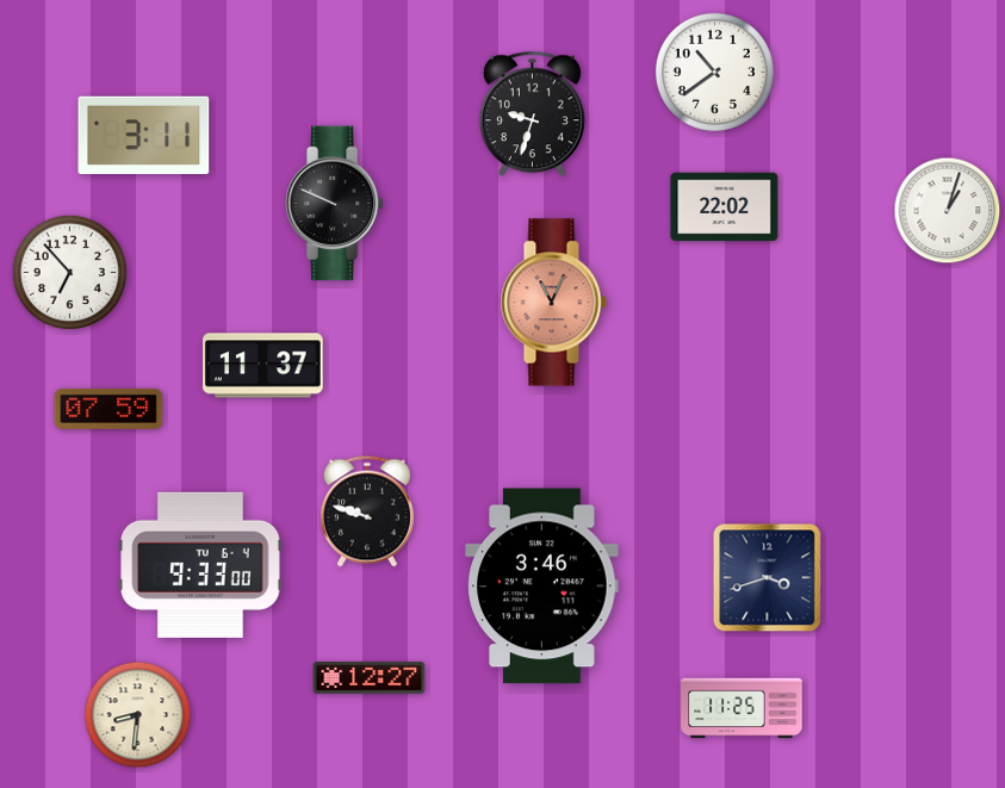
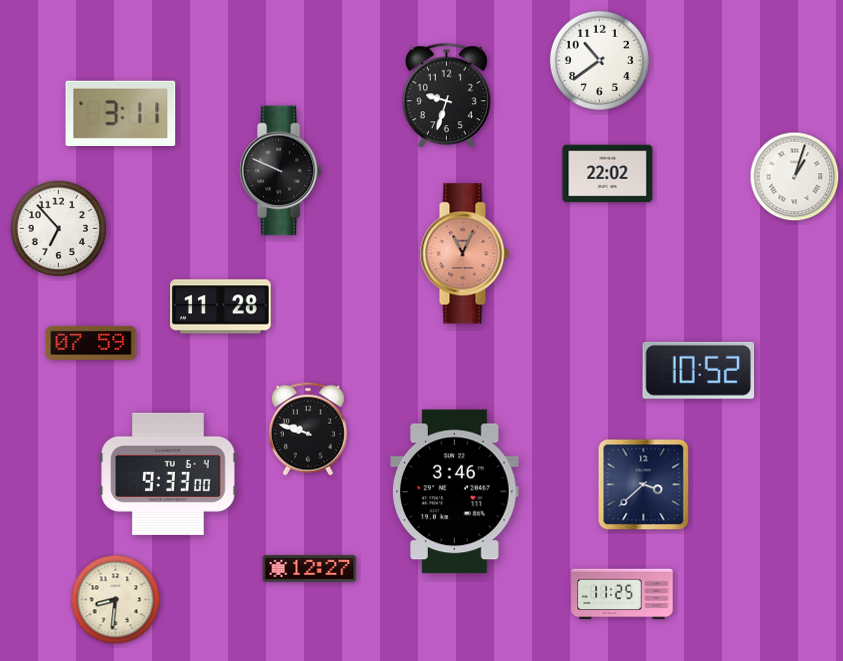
clock at (263, 366): 11:37 -> 11:28
clock at (699, 370): none -> 10:52
clock at (768, 578): 3:42 -> 3:38
